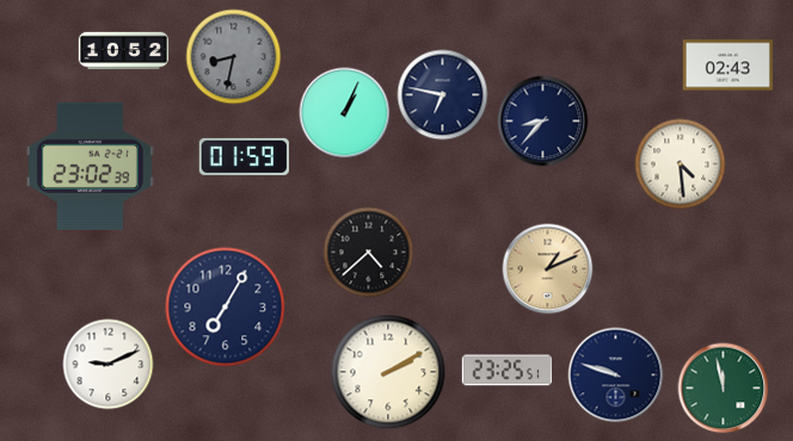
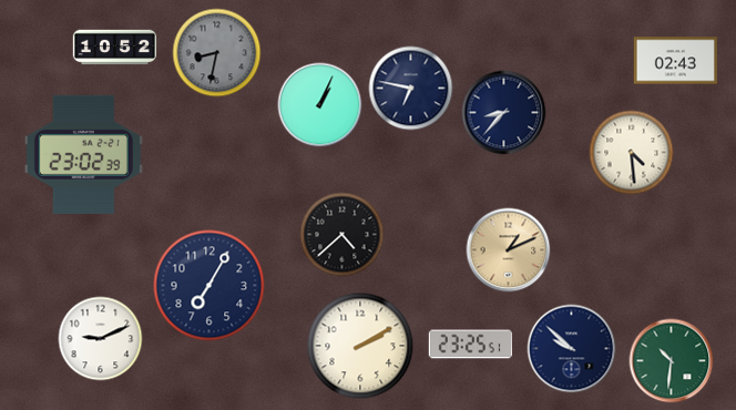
clock at (244, 156): 01:59 -> none
clock at (616, 375): 9:48 -> 9:52
clock at (724, 389): 11:58 -> 10:31
